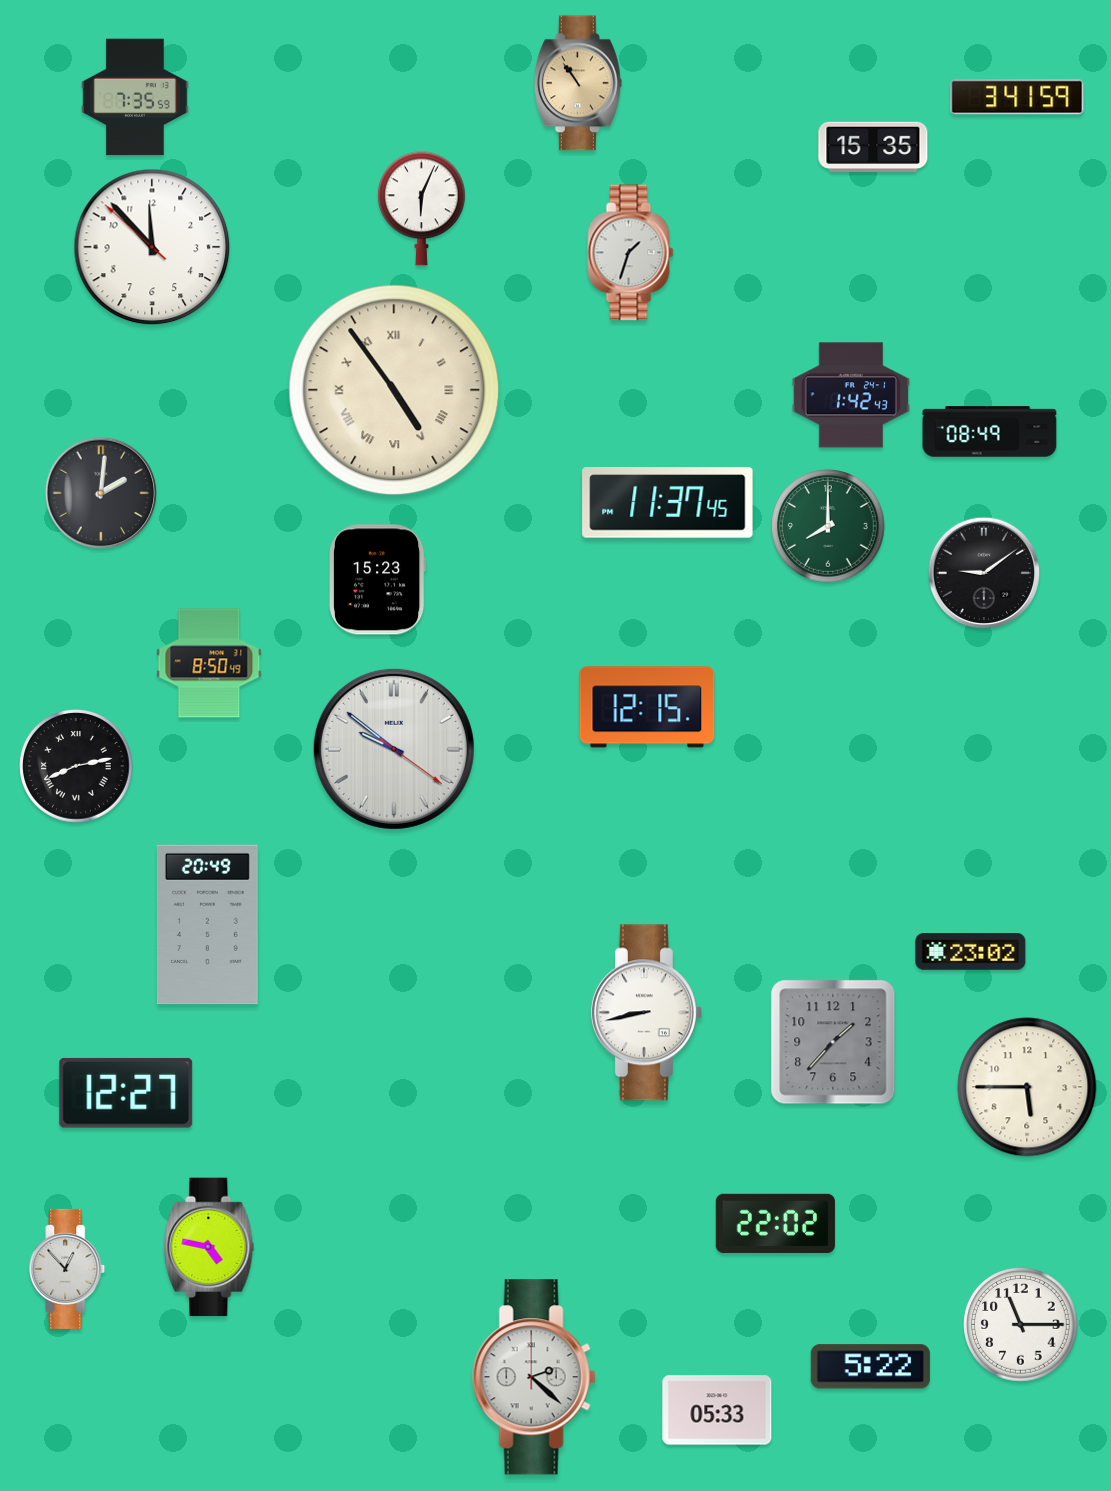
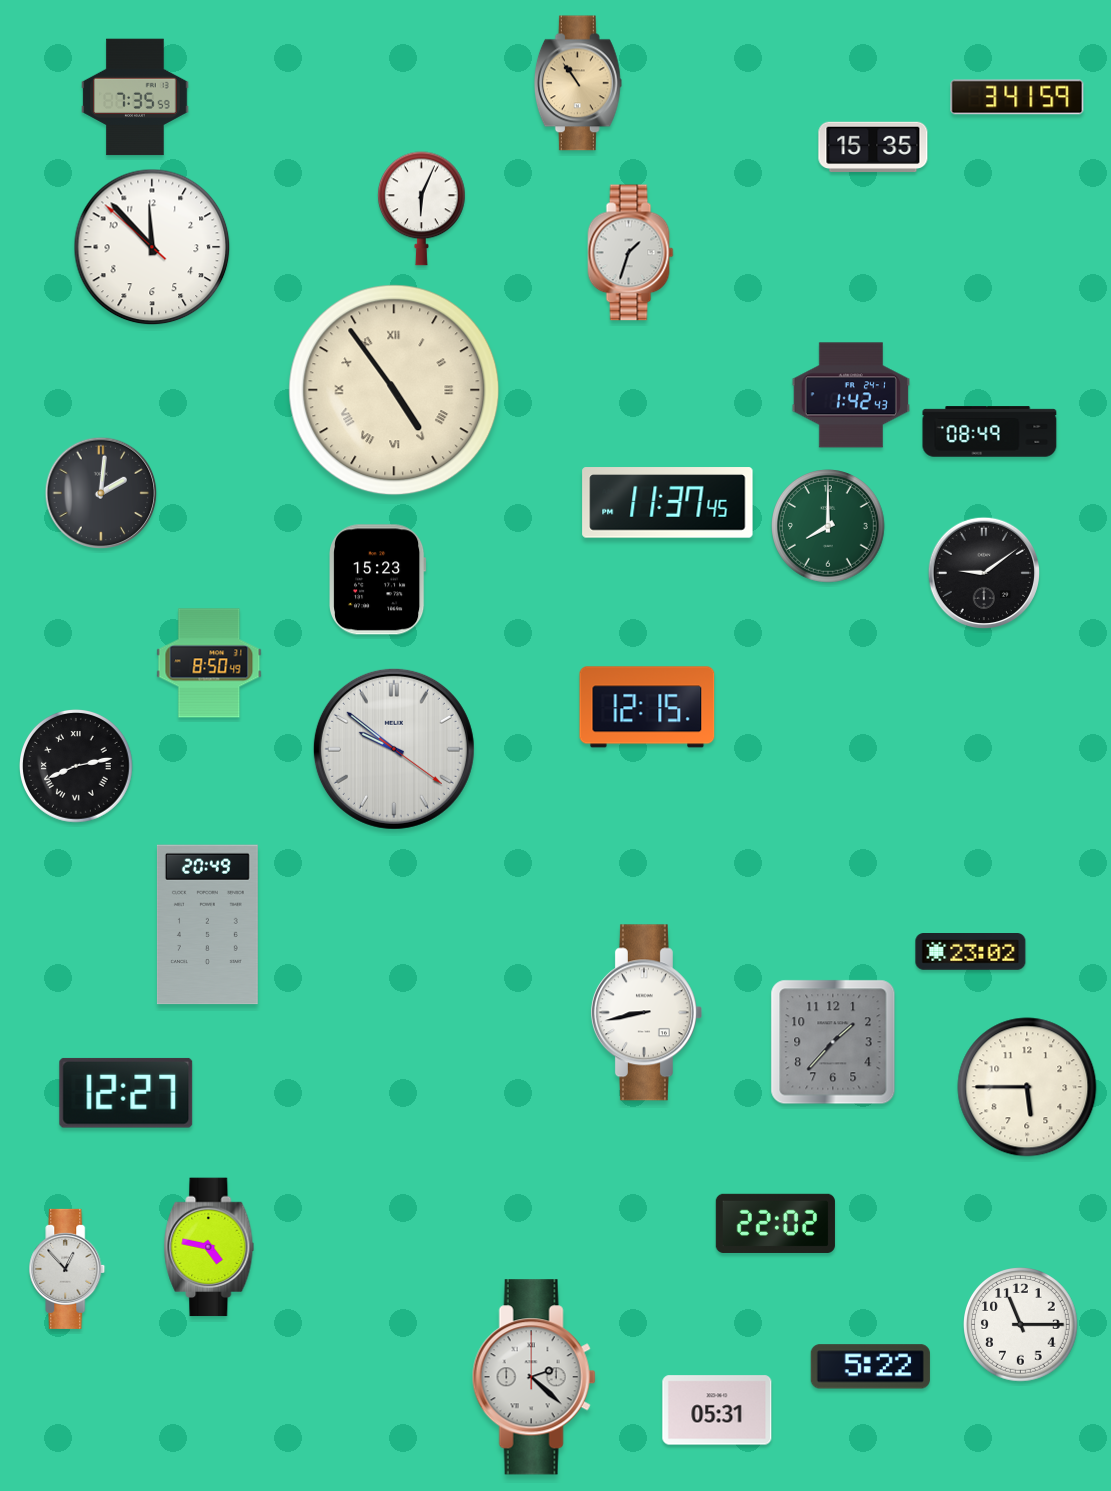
clock at (717, 1410): 05:33 -> 05:31
